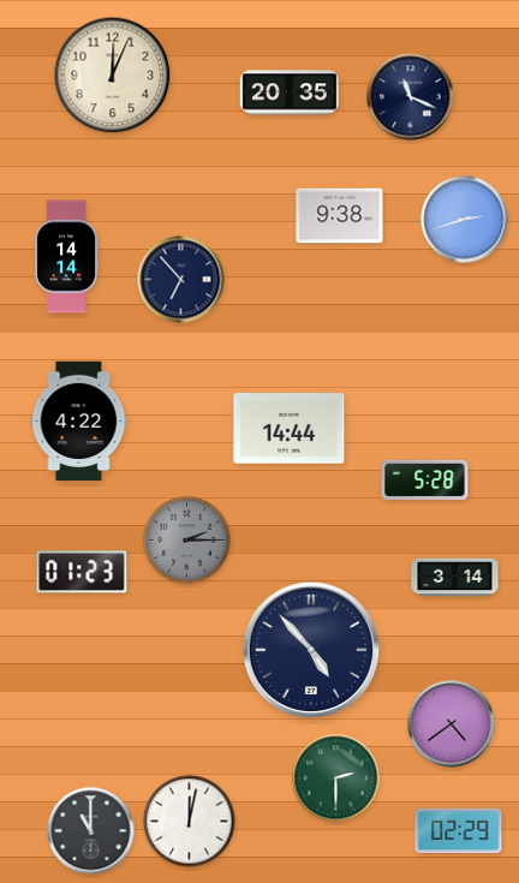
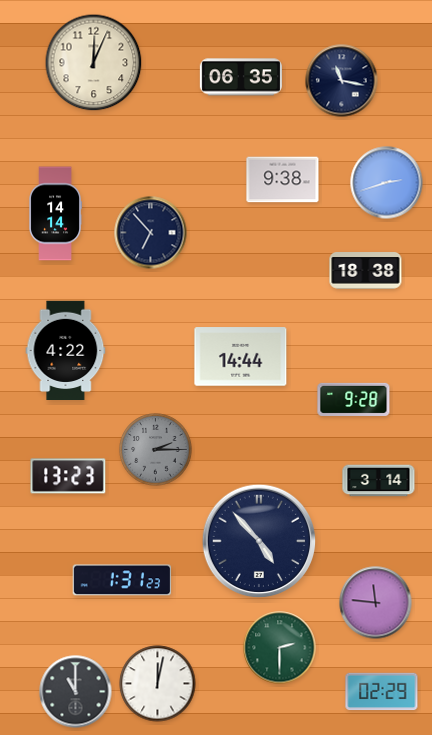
clock at (290, 93): 20:35 -> 06:35
clock at (411, 97): 11:19 -> 11:17
clock at (366, 271): none -> 18:38
clock at (425, 479): 5:28 -> 9:28
clock at (82, 572): 01:23 -> 13:23
clock at (122, 580): none -> 1:31
clock at (452, 724): 4:39 -> 11:46
